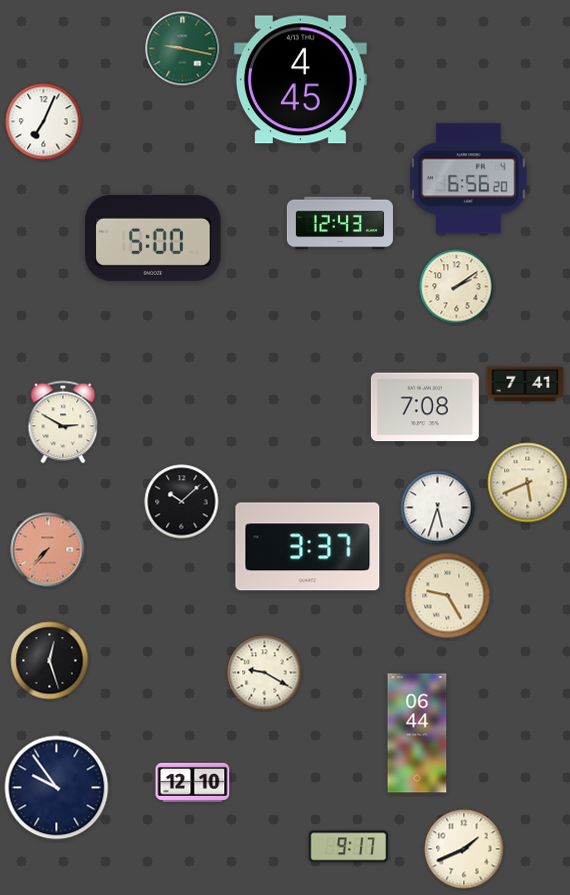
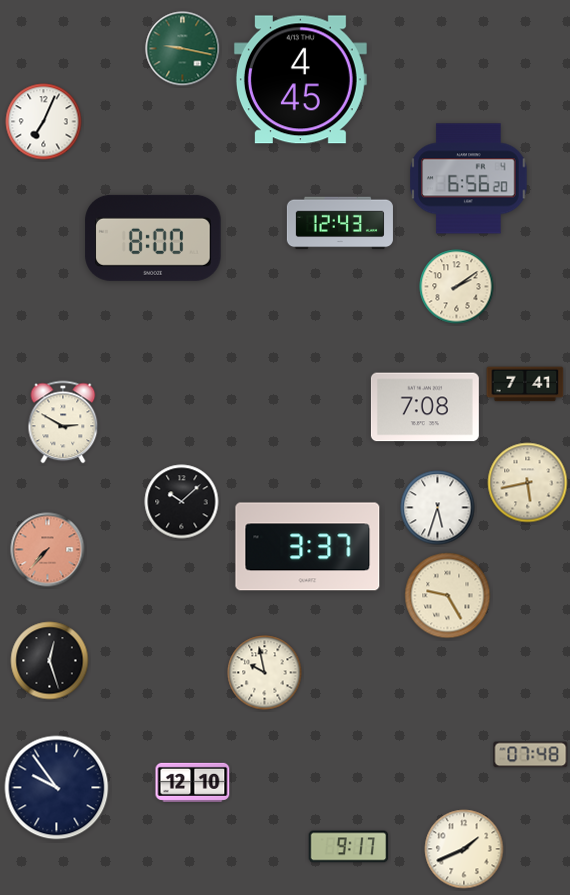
clock at (153, 238): 5:00 -> 8:00
clock at (528, 483): 5:41 -> 5:43
clock at (265, 673): 9:20 -> 9:58
clock at (417, 733): 06:44 -> none
clock at (531, 755): none -> 07:48
